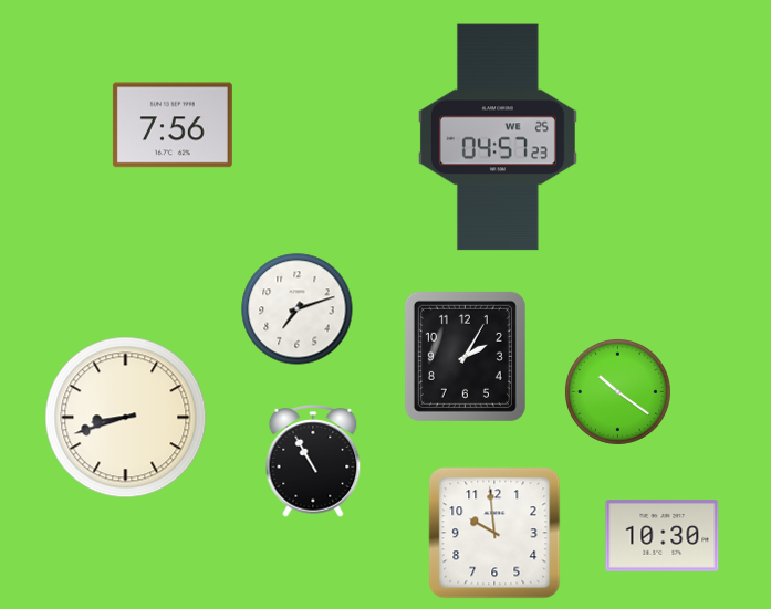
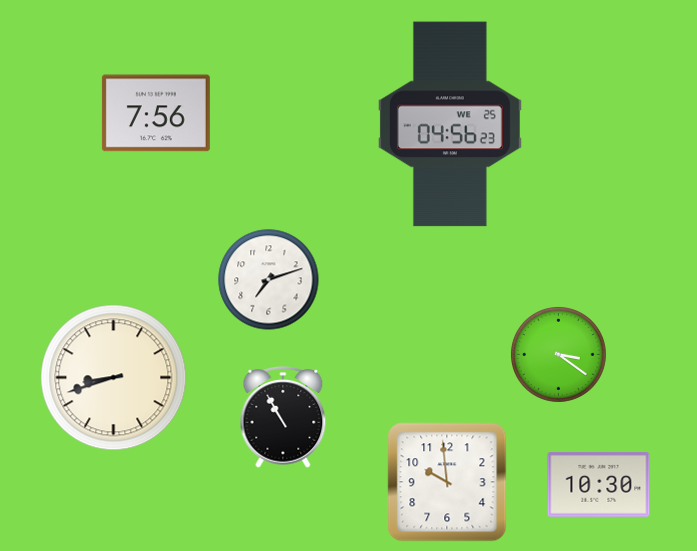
clock at (498, 137): 04:57 -> 04:56
clock at (465, 356): 2:05 -> none
clock at (617, 391): 10:21 -> 3:21
